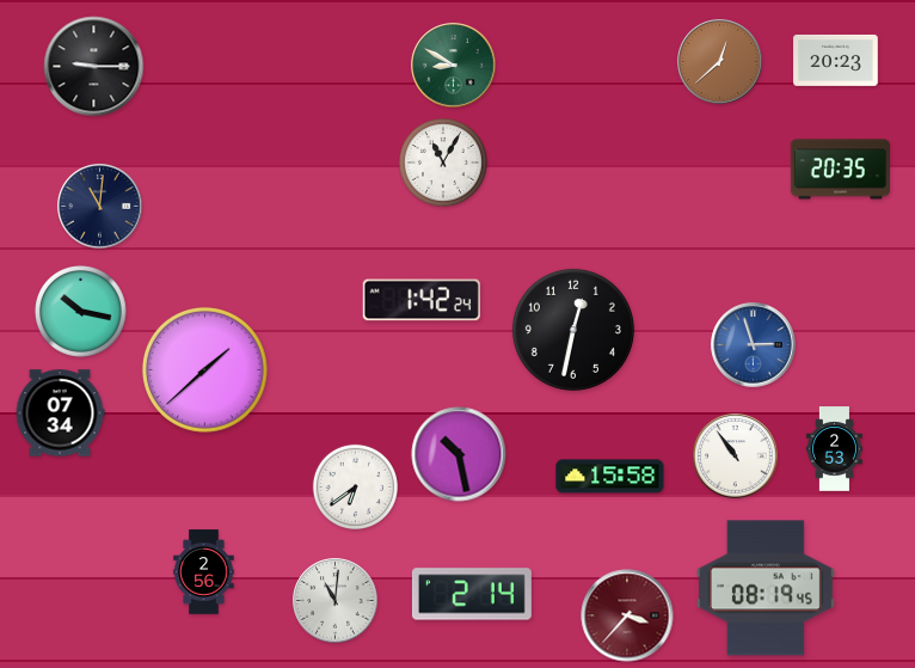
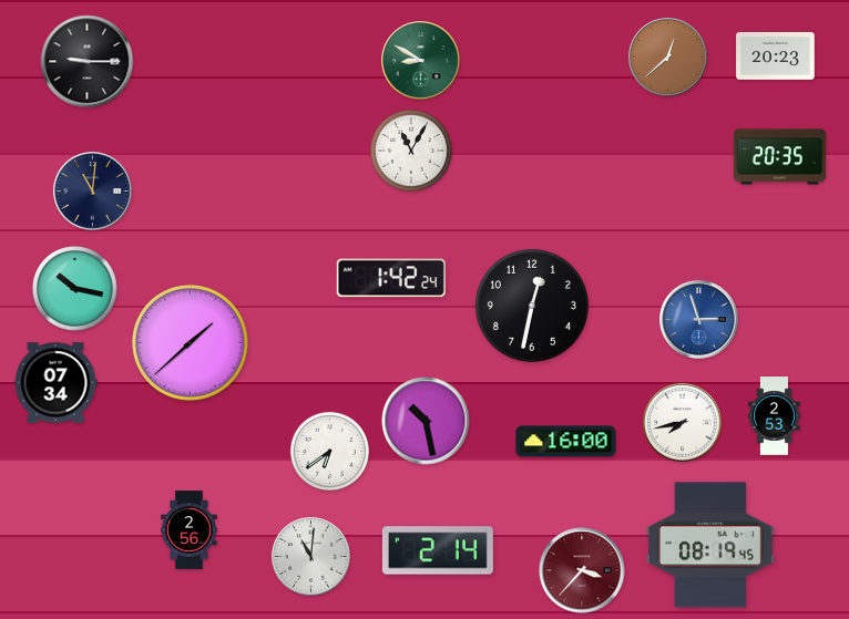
clock at (736, 456): 10:54 -> 7:43
clock at (610, 477): 15:58 -> 16:00
